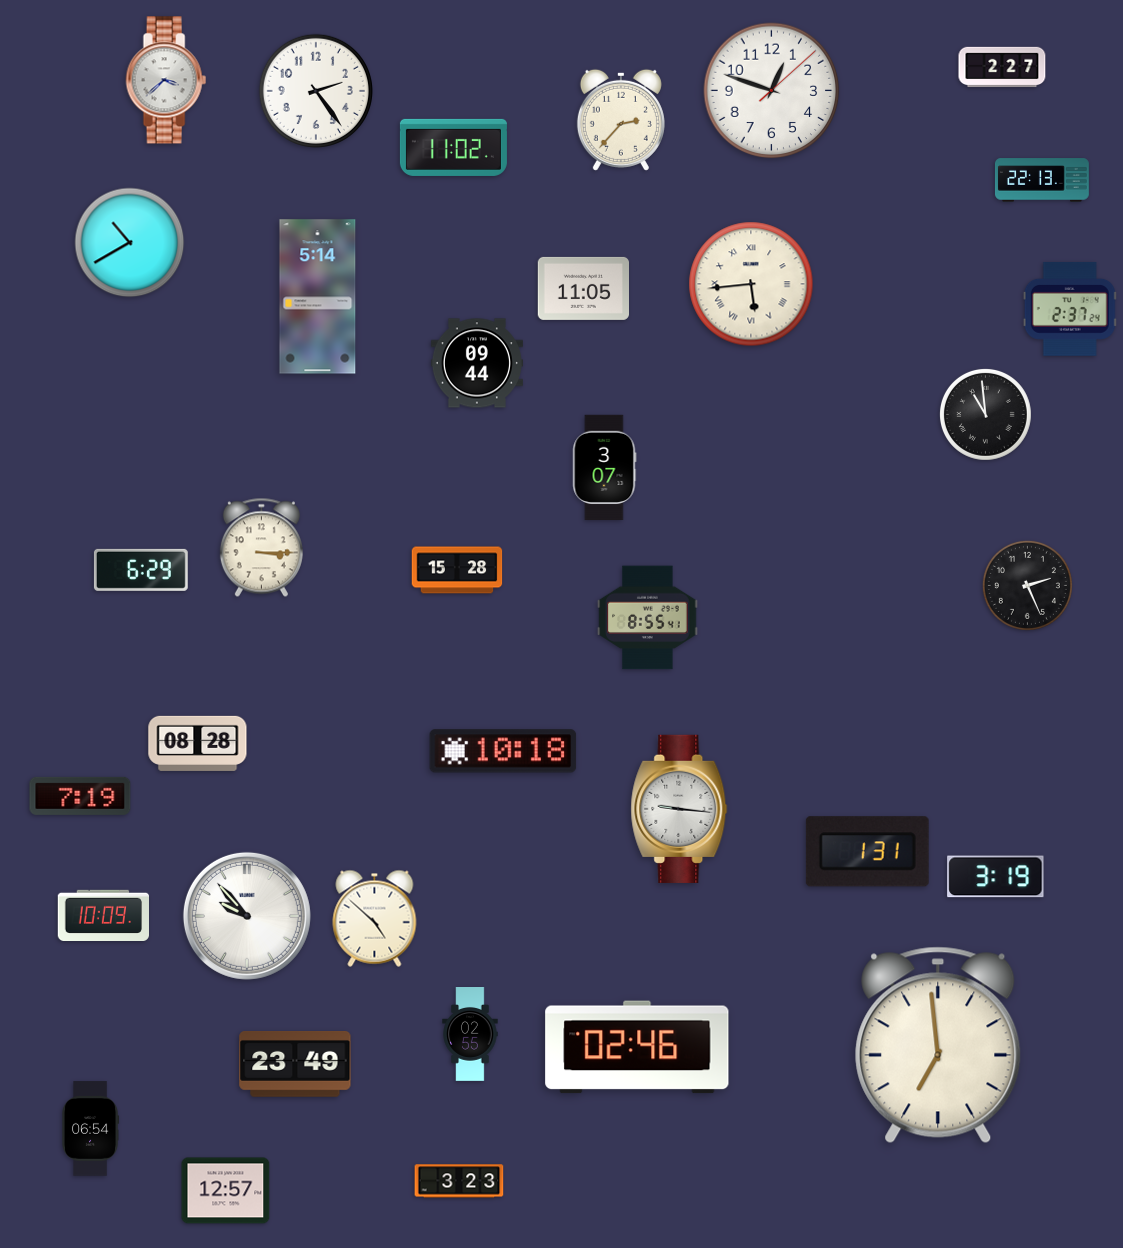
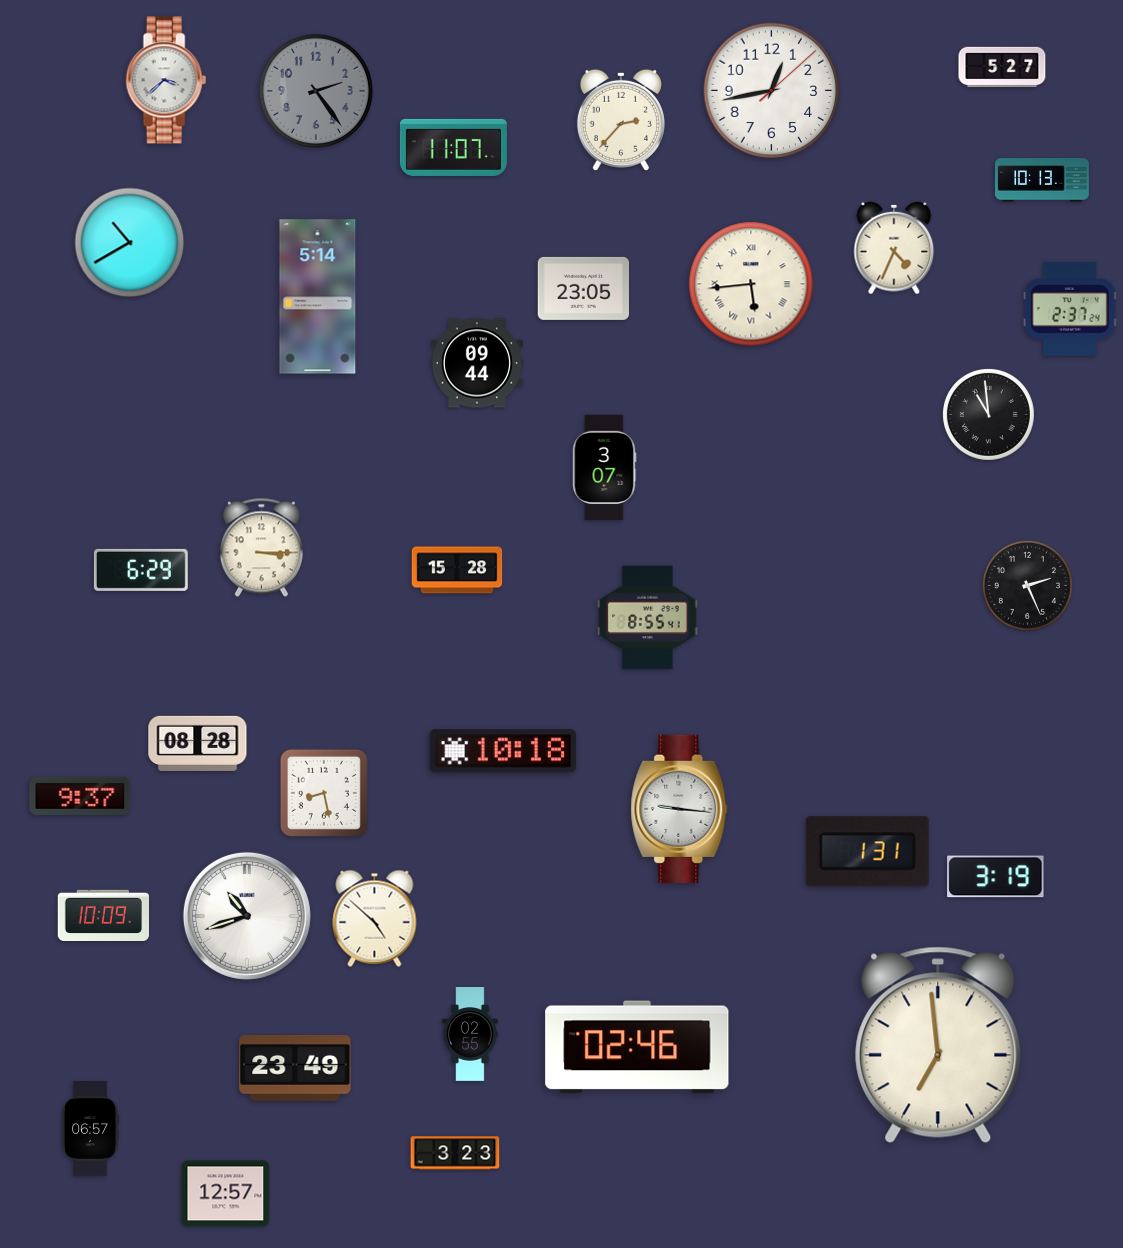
clock at (1002, 67): 2:27 -> 5:27
clock at (316, 91) dial: white -> grey
clock at (772, 91): 12:48 -> 12:43
clock at (453, 147): 11:02 -> 11:07
clock at (1042, 180): 22:13 -> 10:13
clock at (894, 248): none -> 4:34
clock at (583, 288): 11:05 -> 23:05
clock at (985, 414) position: (985, 414) -> (988, 414)
clock at (324, 793): none -> 8:28
clock at (80, 796): 7:19 -> 9:37
clock at (247, 916): 9:53 -> 10:42
clock at (295, 1065) position: (295, 1065) -> (295, 1069)
clock at (91, 1129): 06:54 -> 06:57
clock at (459, 1181) position: (459, 1181) -> (455, 1153)
clock at (226, 1191) position: (226, 1191) -> (226, 1194)
